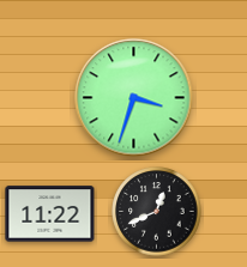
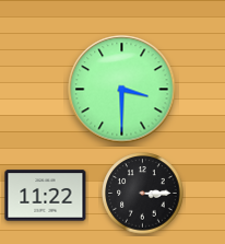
clock at (134, 98): 3:33 -> 3:30
clock at (157, 212): 12:41 -> 3:15
